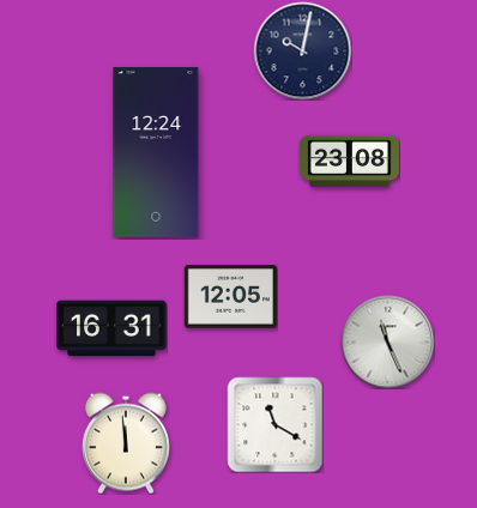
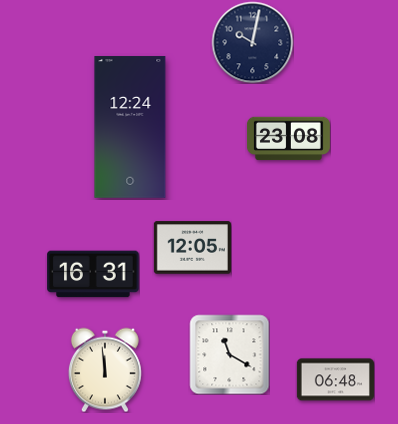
clock at (349, 162) position: (349, 162) -> (288, 139)
clock at (387, 341): 11:26 -> none
clock at (335, 380): none -> 06:48
